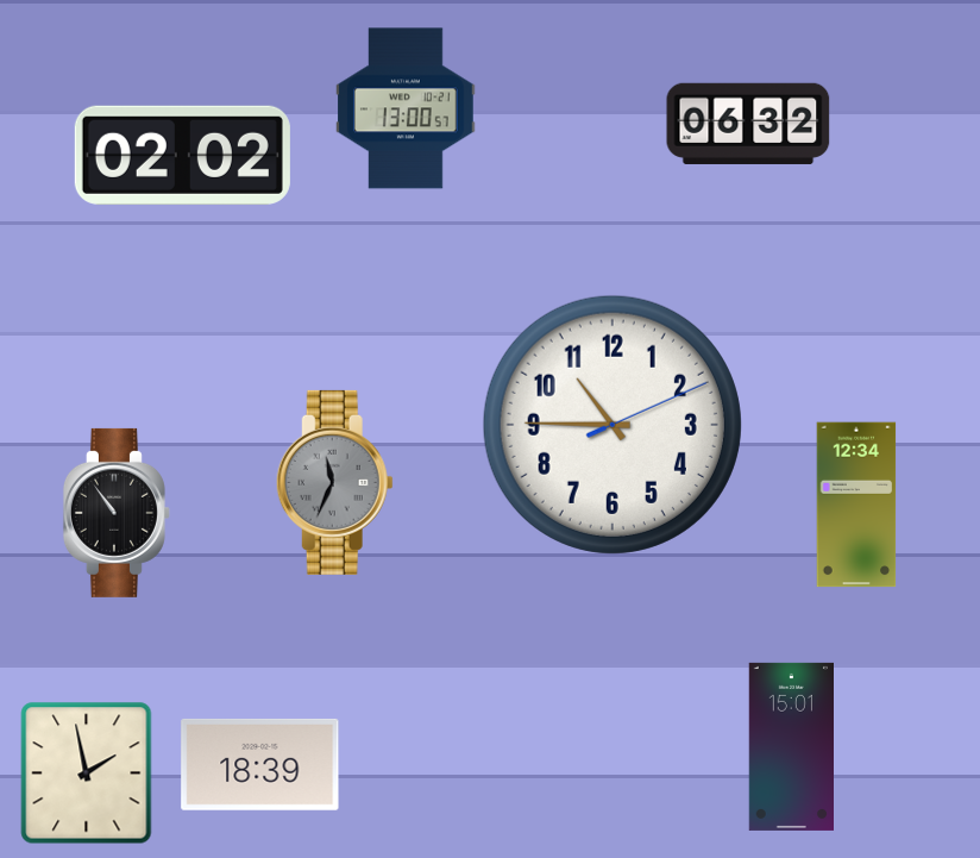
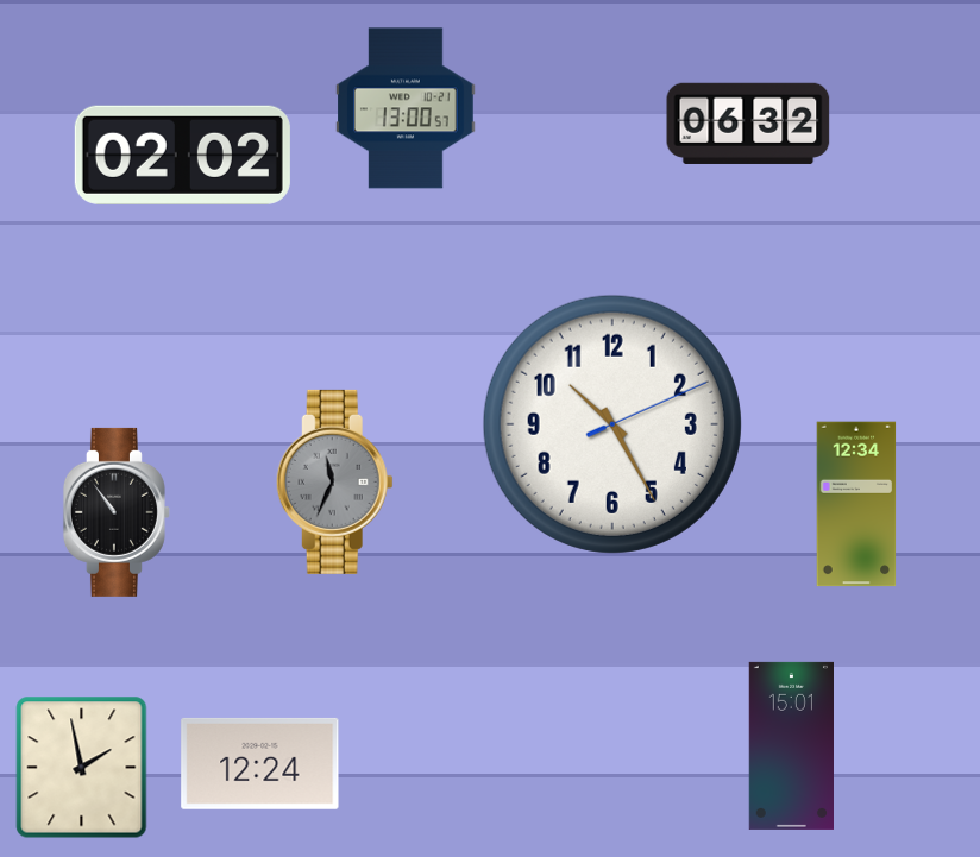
clock at (612, 425): 10:45 -> 10:25
clock at (260, 764): 18:39 -> 12:24
clock at (87, 774) position: (87, 774) -> (82, 768)
